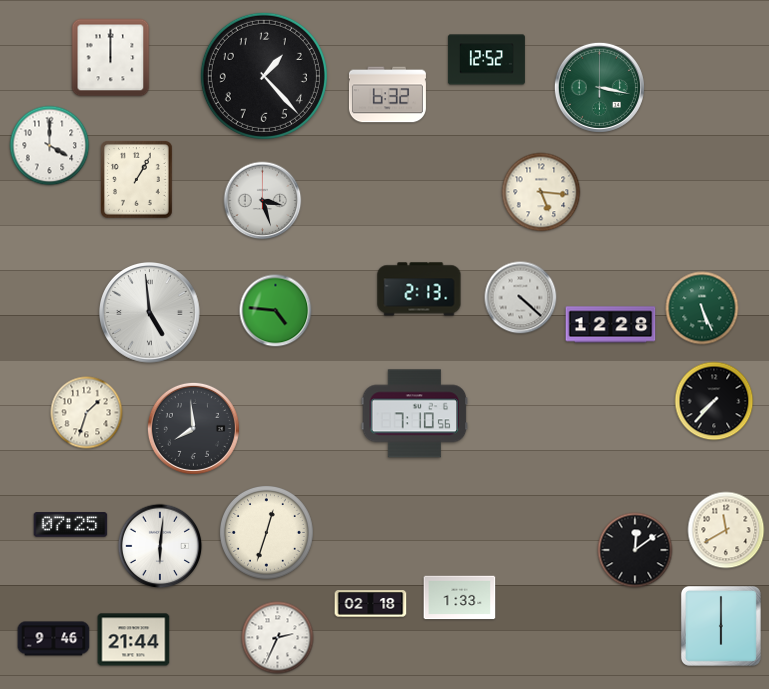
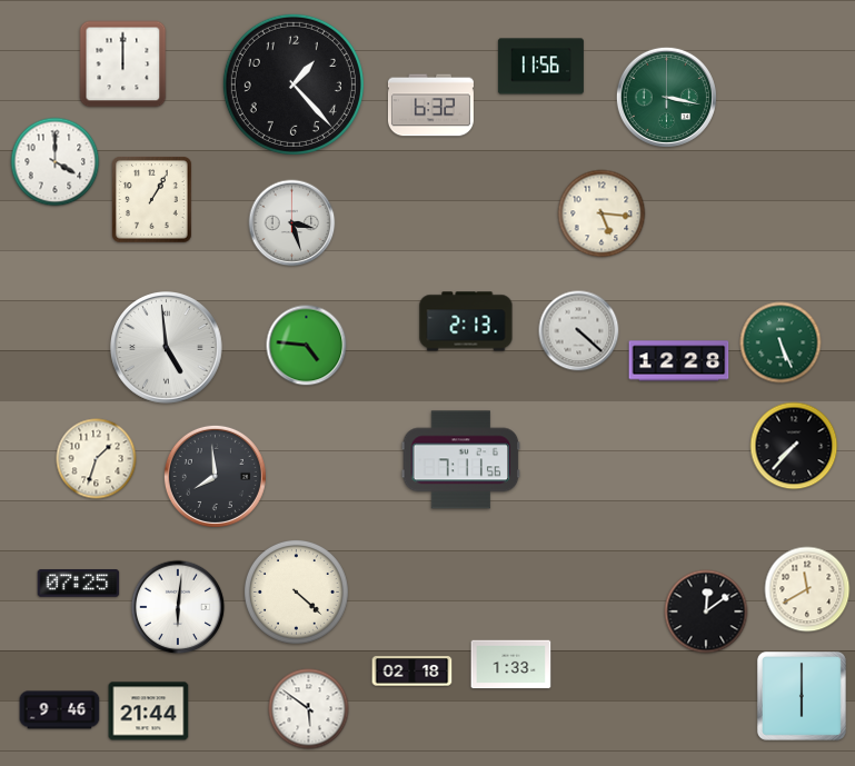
clock at (486, 60): 12:52 -> 11:56
clock at (415, 414): 7:10 -> 7:11
clock at (266, 532): 12:33 -> 4:22
clock at (278, 638): 2:34 -> 5:51
